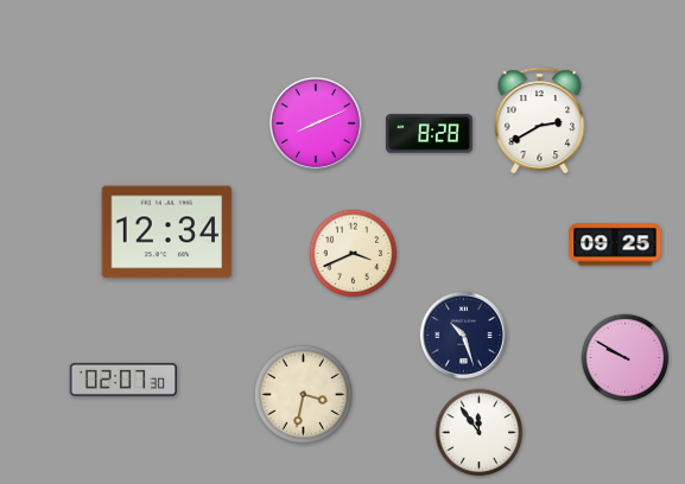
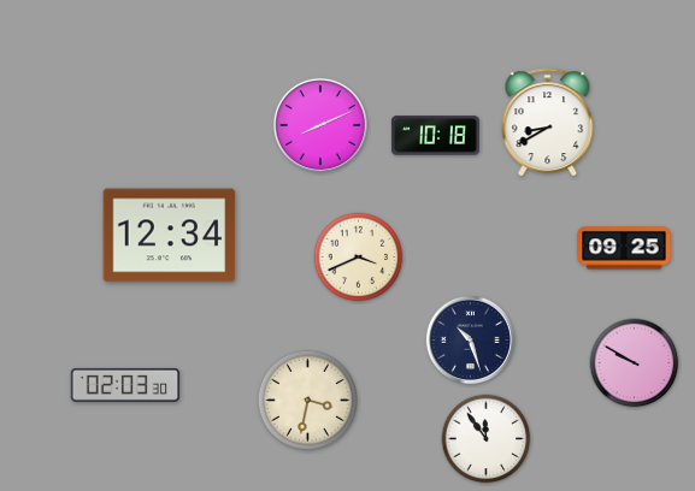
clock at (540, 121): 2:40 -> 8:40
clock at (429, 134): 8:28 -> 10:18
clock at (123, 380): 02:07 -> 02:03
